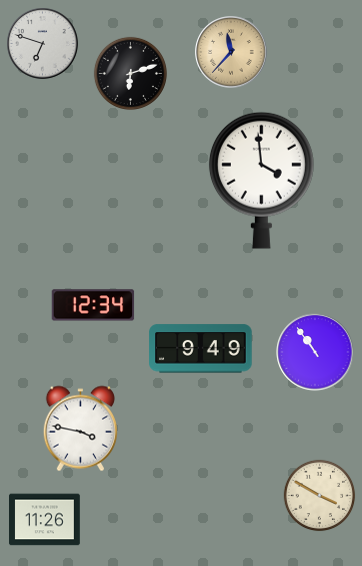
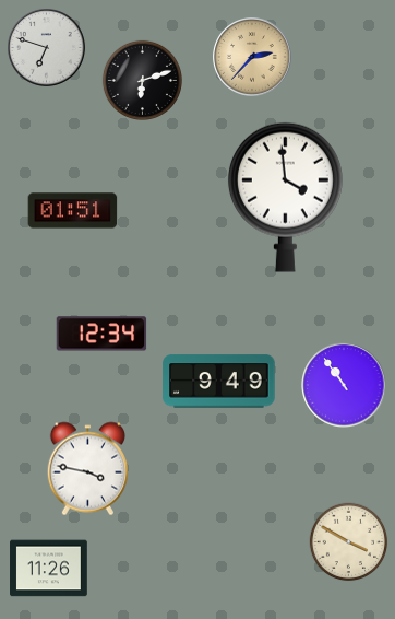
clock at (231, 52): 11:37 -> 2:37
clock at (73, 211): none -> 01:51
